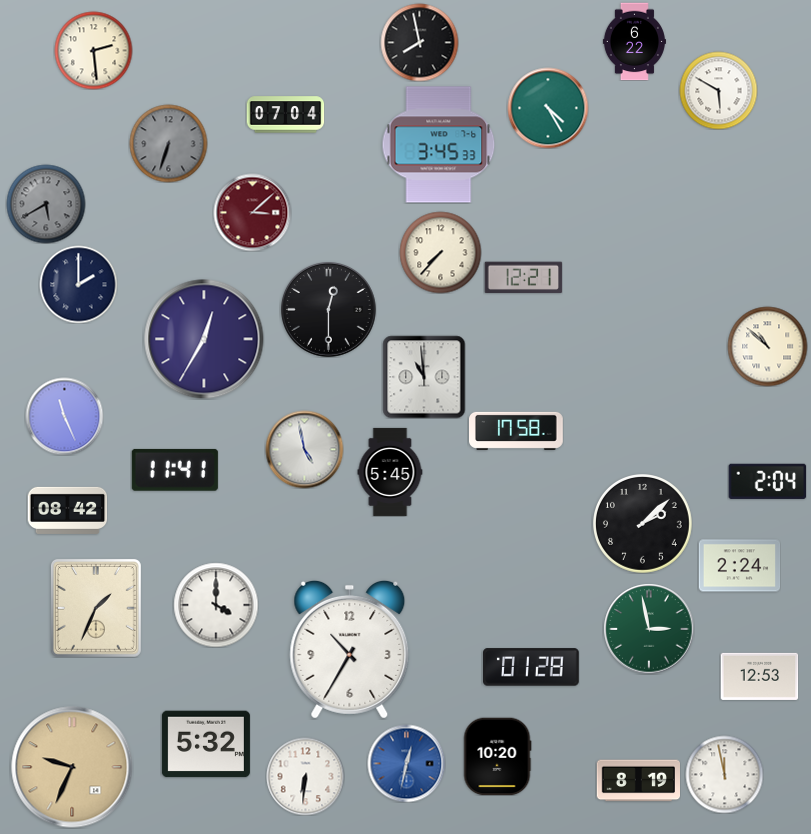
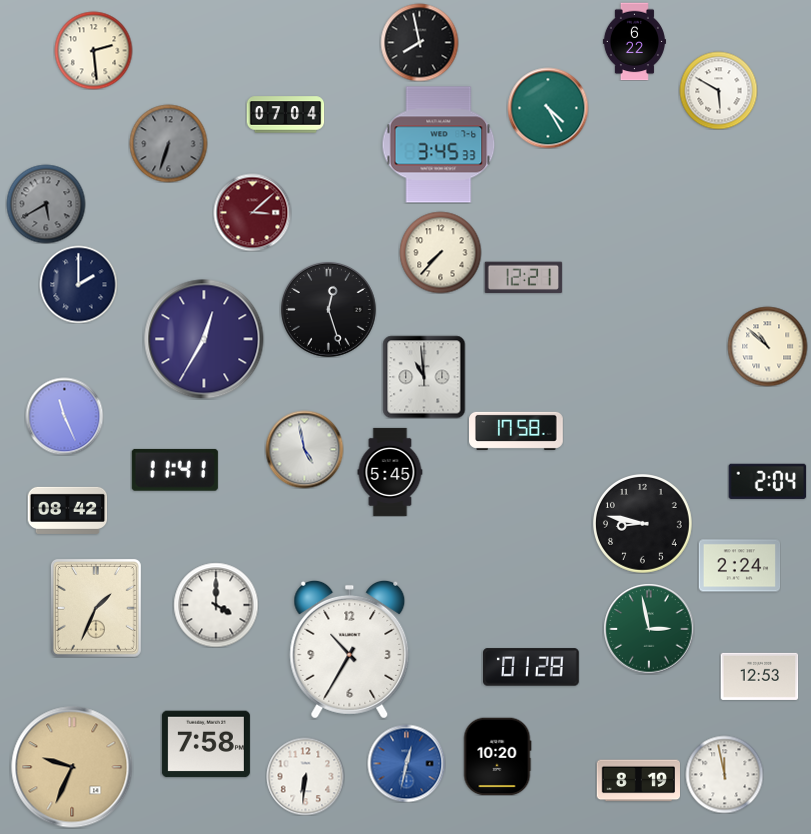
clock at (328, 309): 12:30 -> 12:27
clock at (643, 524): 2:08 -> 8:47
clock at (206, 744): 5:32 -> 7:58
